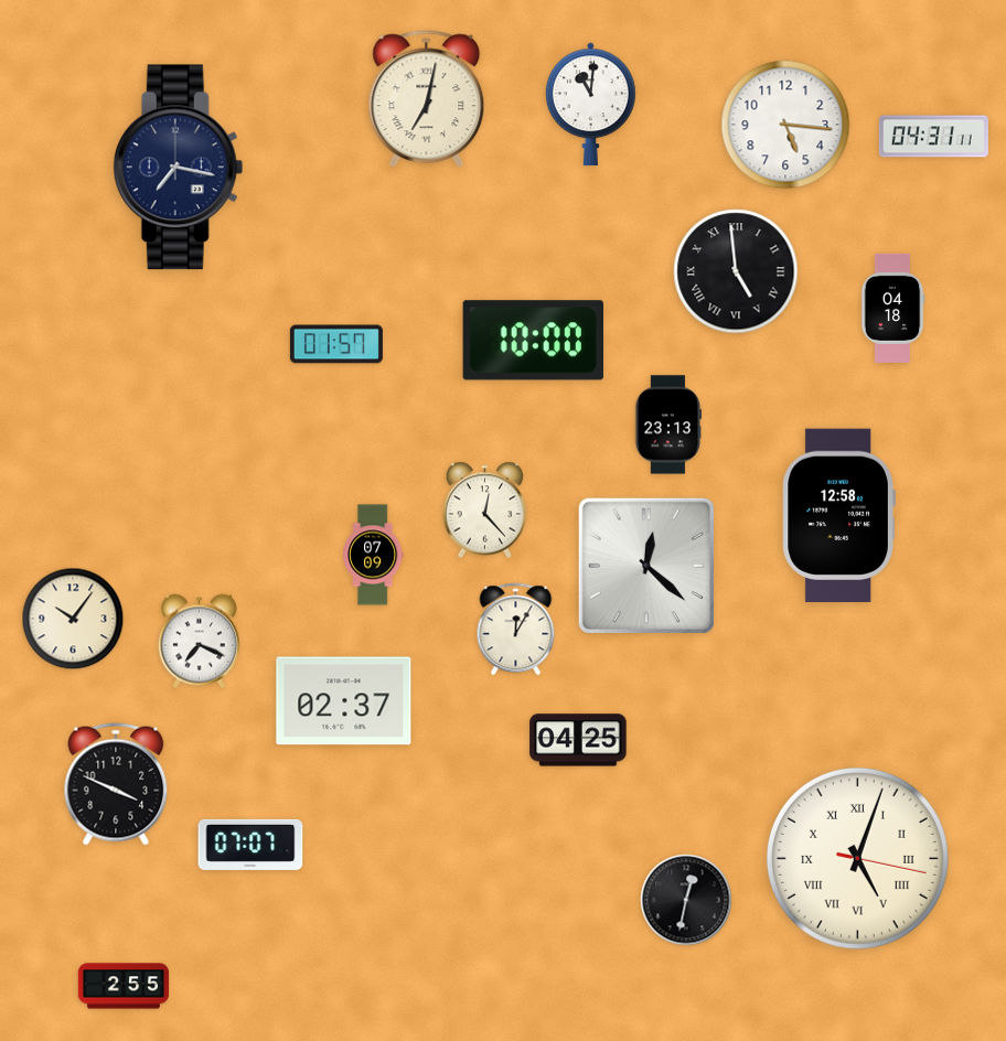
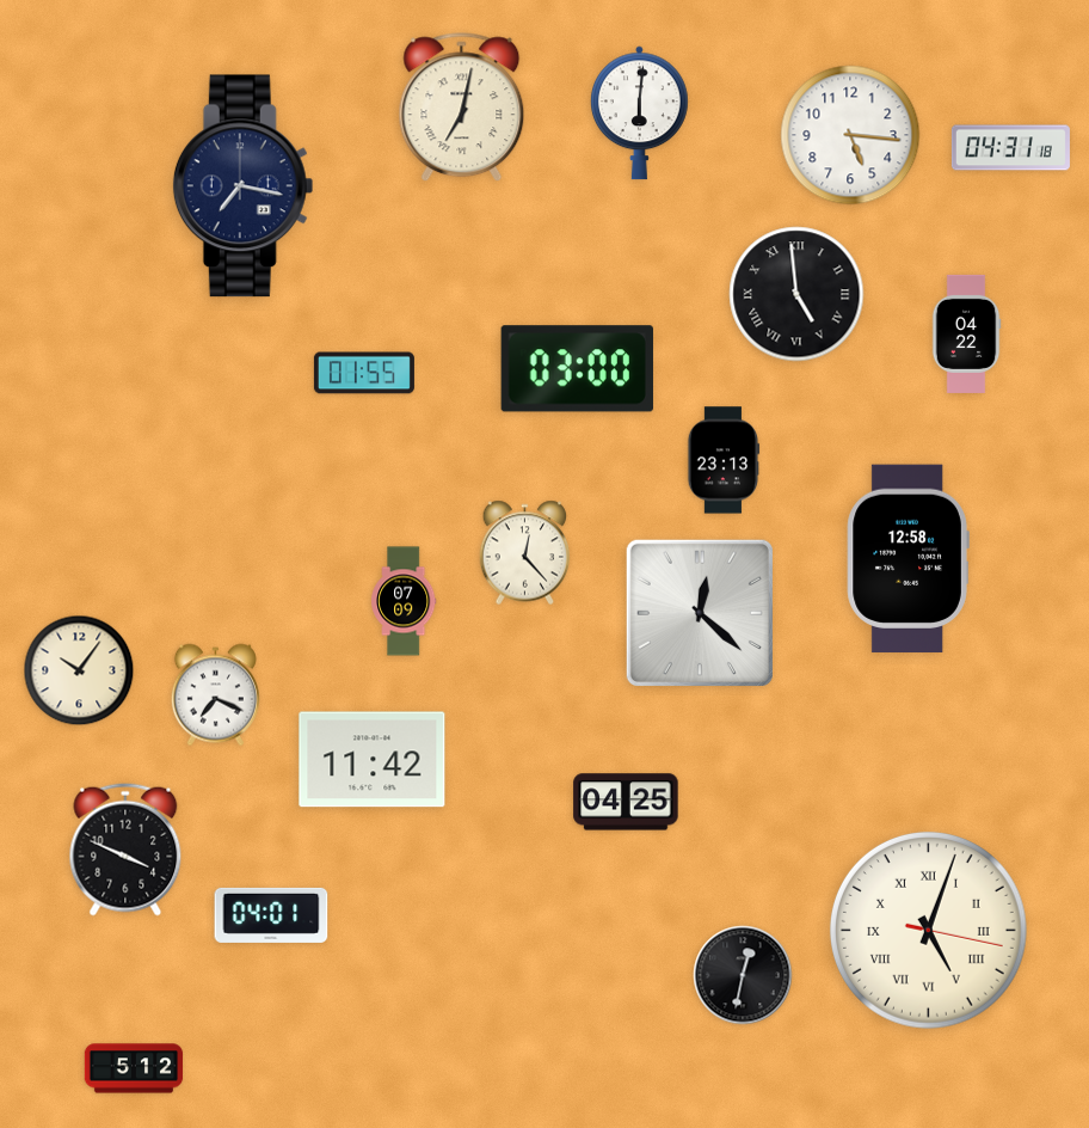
clock at (591, 105): 11:01 -> 6:01
clock at (933, 137): 04:31:11 -> 04:31:18
clock at (179, 168) position: (179, 168) -> (244, 186)
clock at (892, 308): 04:18 -> 04:22
clock at (533, 341): 10:00 -> 03:00
clock at (336, 344): 01:57 -> 01:55
clock at (516, 630): 12:05 -> none
clock at (344, 701): 02:37 -> 11:42
clock at (250, 845): 07:07 -> 04:01
clock at (124, 986): 2:55 -> 5:12
